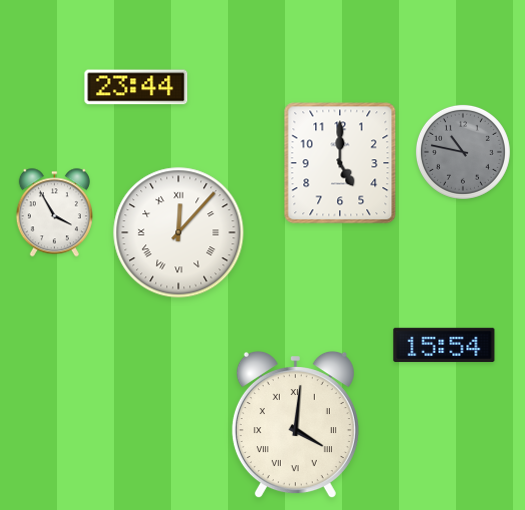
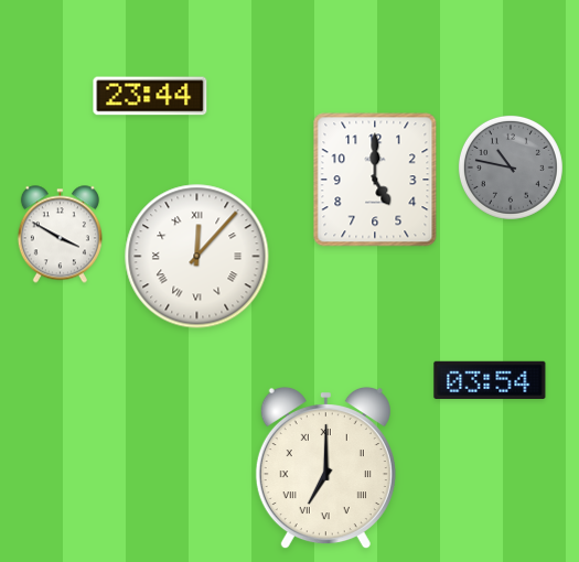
clock at (54, 213): 3:55 -> 3:50
clock at (444, 345): 15:54 -> 03:54
clock at (295, 425): 4:01 -> 7:00
